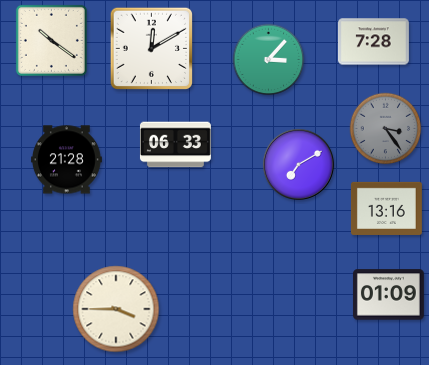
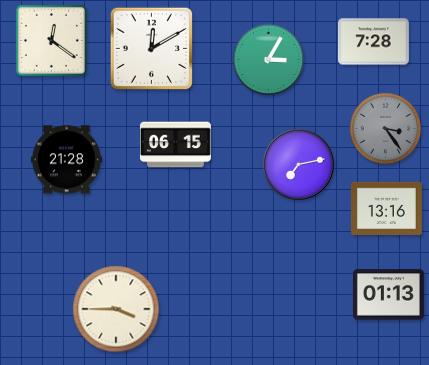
clock at (51, 40): 10:21 -> 12:21
clock at (269, 60): 3:07 -> 3:05
clock at (175, 145): 06:33 -> 06:15
clock at (298, 164): 7:10 -> 7:13
clock at (388, 295): 01:09 -> 01:13
